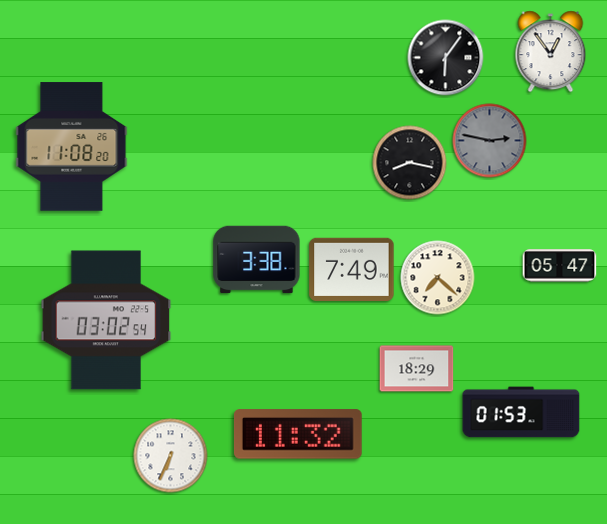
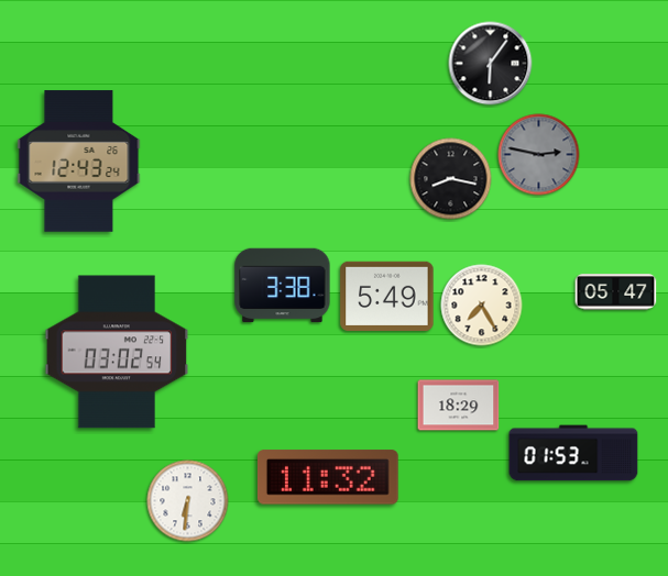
clock at (551, 52): 12:54 -> none
clock at (72, 147): 11:08 -> 12:43
clock at (352, 269): 7:49 -> 5:49
clock at (438, 278): 7:22 -> 7:25
clock at (171, 456): 6:34 -> 6:31
